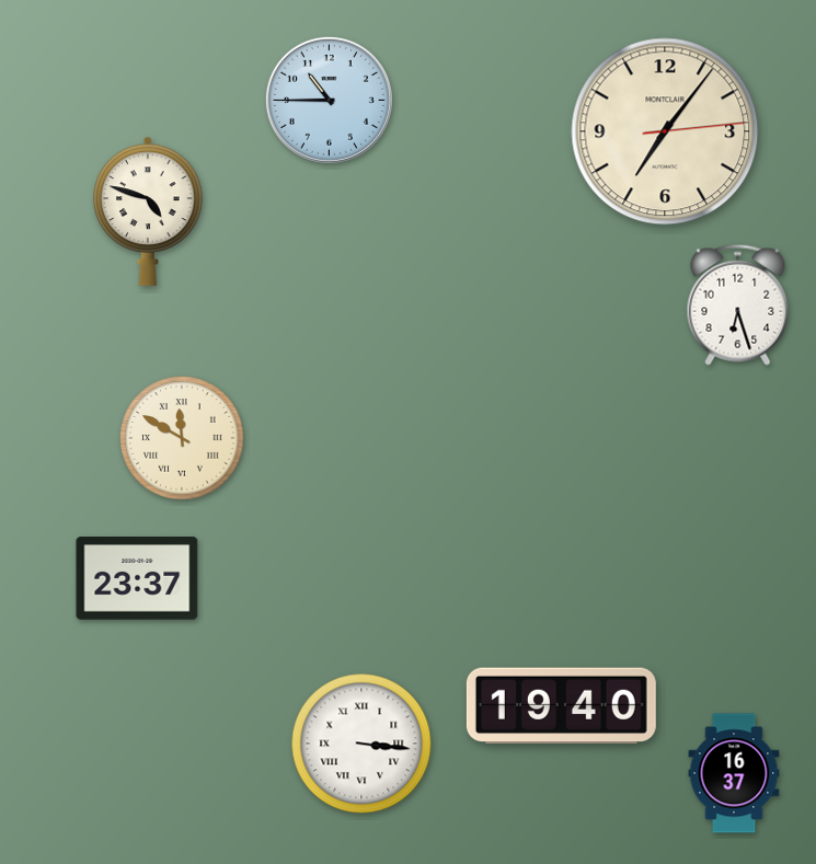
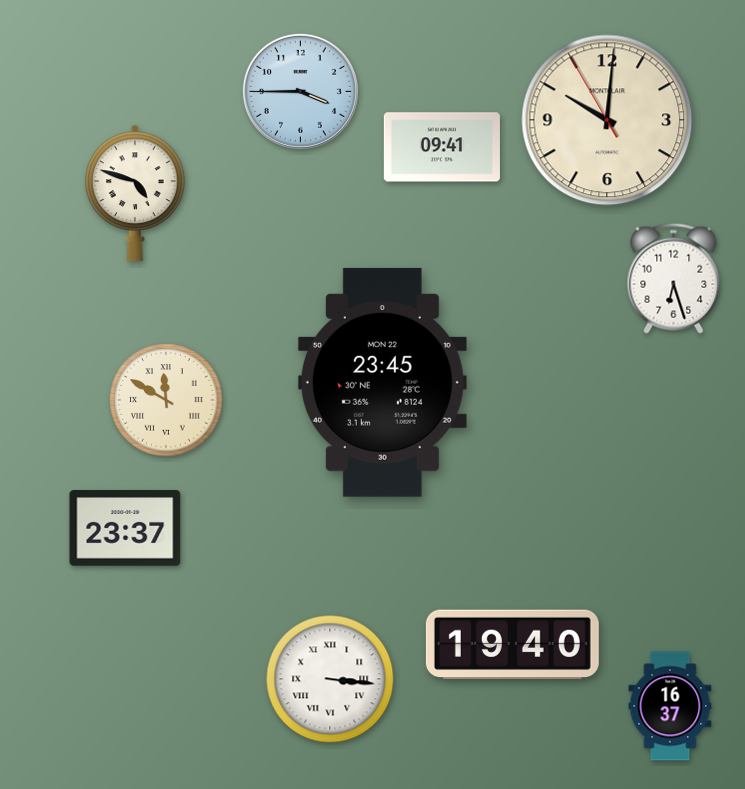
clock at (329, 100): 10:45 -> 3:45
clock at (665, 131): 7:06 -> 10:00
clock at (442, 147): none -> 09:41
clock at (382, 382): none -> 23:45
